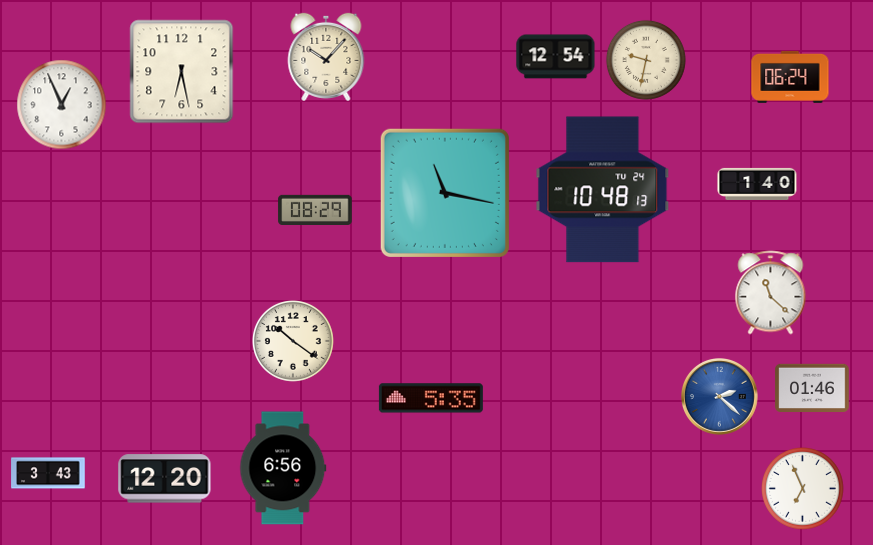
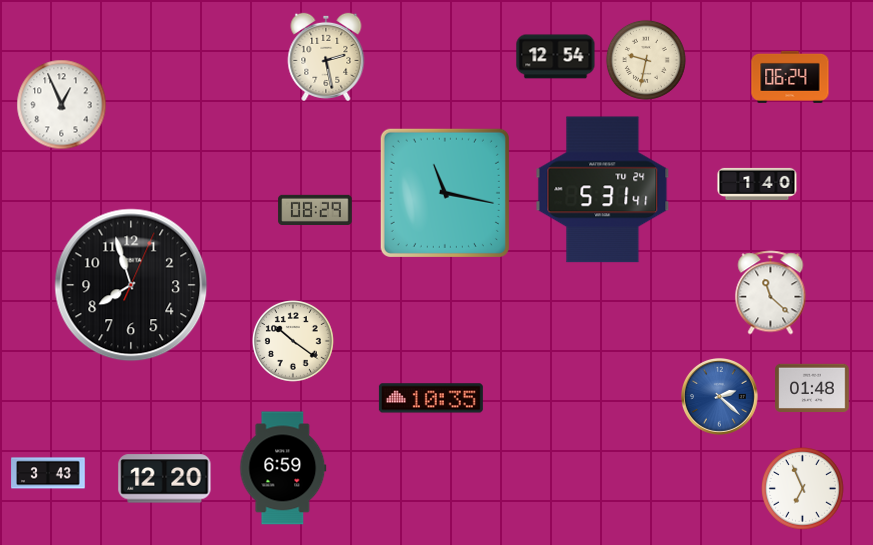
clock at (326, 57): 10:07 -> 2:28
clock at (182, 72): 6:28 -> none
clock at (603, 190): 10:48 -> 5:31
clock at (131, 285): none -> 7:57
clock at (812, 388): 01:46 -> 01:48
clock at (431, 398): 5:35 -> 10:35
clock at (283, 468): 6:56 -> 6:59
